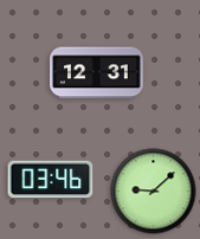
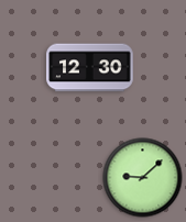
clock at (97, 73): 12:31 -> 12:30
clock at (51, 180): 03:46 -> none
